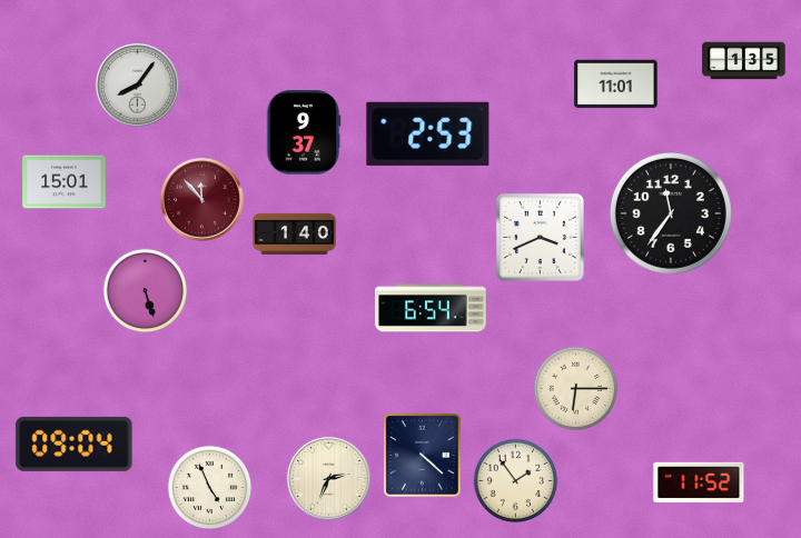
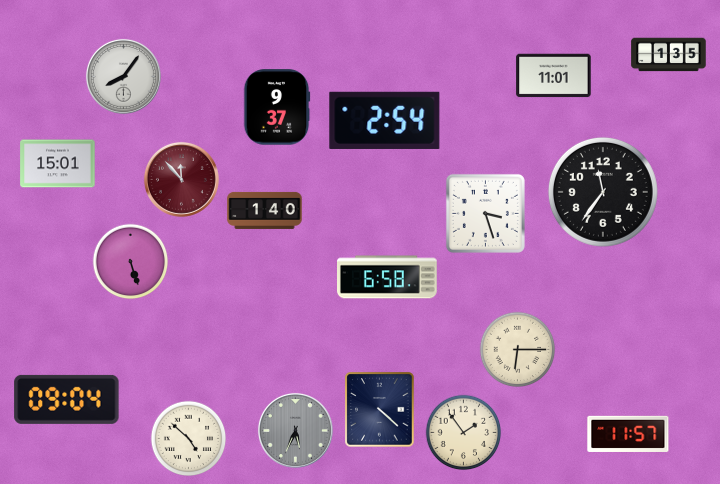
clock at (304, 132) position: (304, 132) -> (277, 107)
clock at (428, 133): 2:53 -> 2:54
clock at (540, 237): 3:41 -> 3:27
clock at (432, 308): 6:54 -> 6:58
clock at (328, 478): 2:34 -> 5:34
clock at (328, 478) dial: cream -> grey
clock at (699, 481): 11:52 -> 11:57
clock at (210, 488): 4:56 -> 4:52
